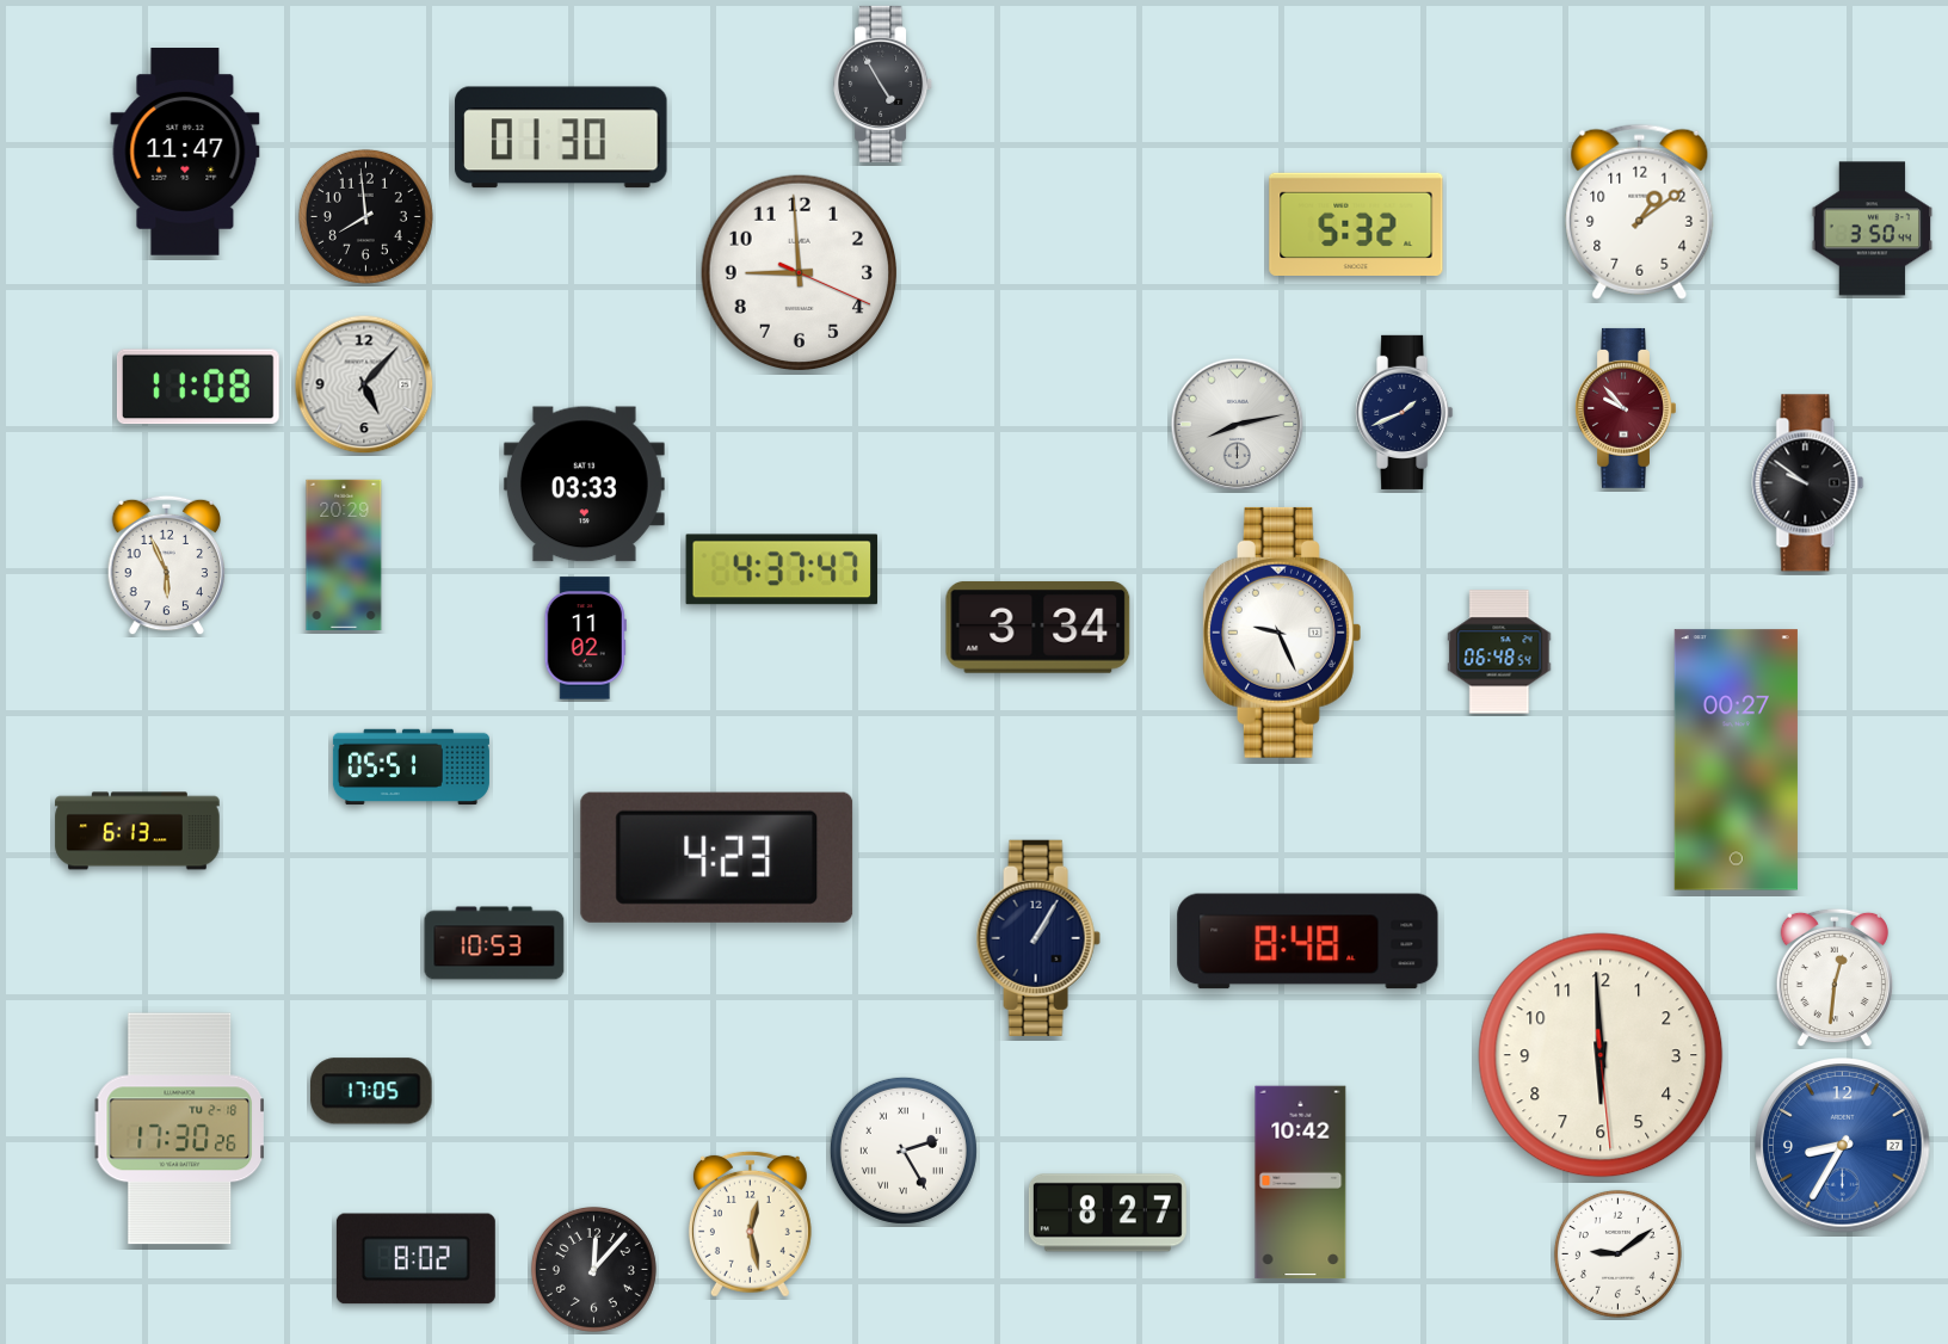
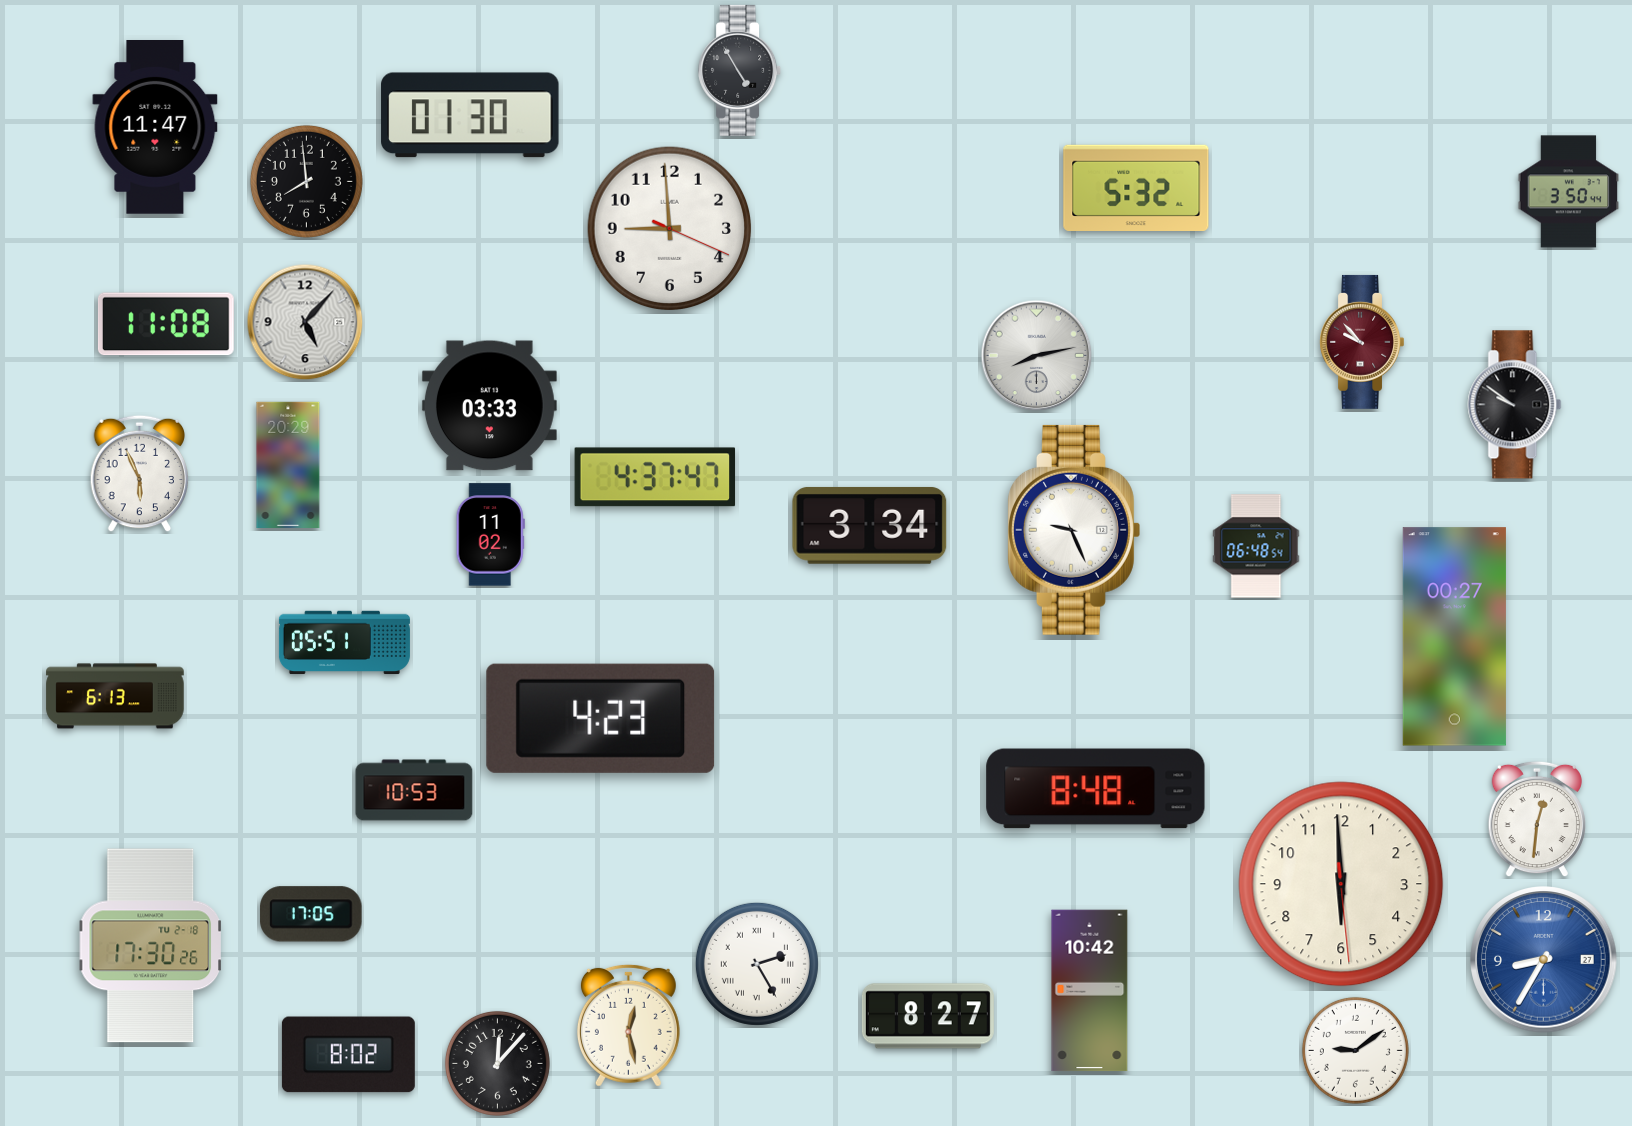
clock at (1640, 211): 1:09 -> none
clock at (1405, 412): 1:41 -> none
clock at (1038, 938): 1:05 -> none
